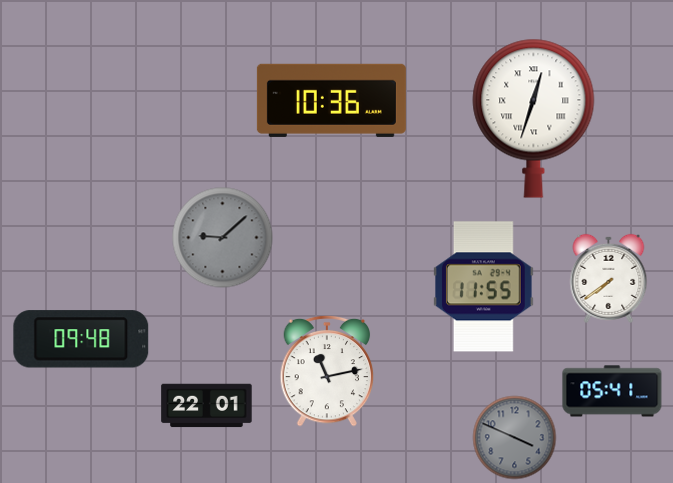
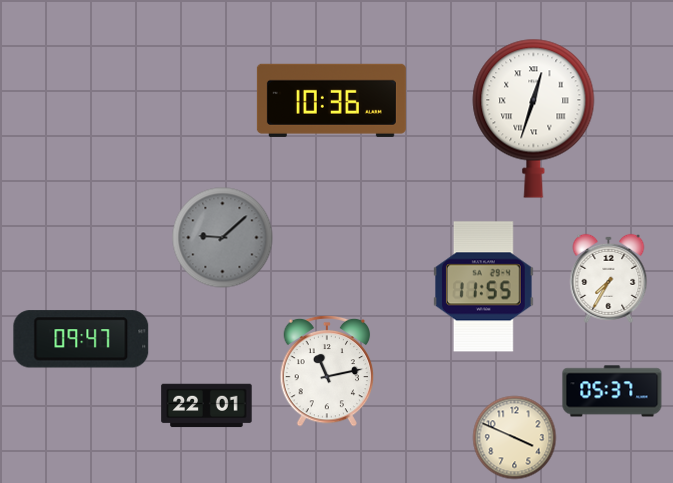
clock at (609, 278): 7:39 -> 7:35
clock at (81, 339): 09:48 -> 09:47
clock at (612, 391): 05:41 -> 05:37
clock at (515, 438) dial: grey -> cream
